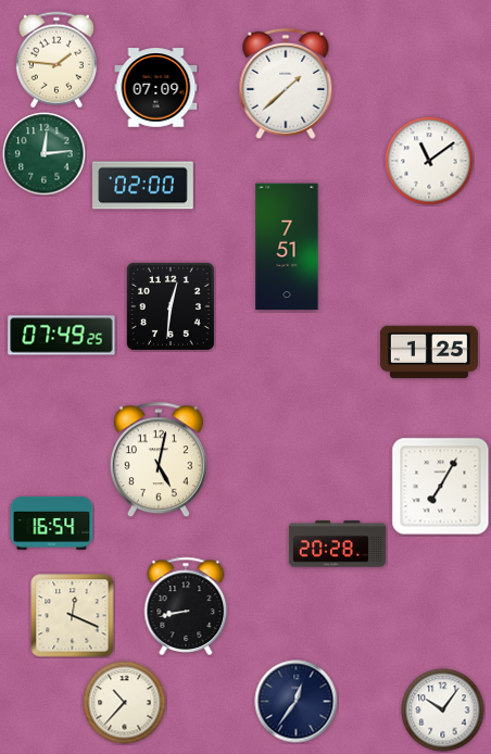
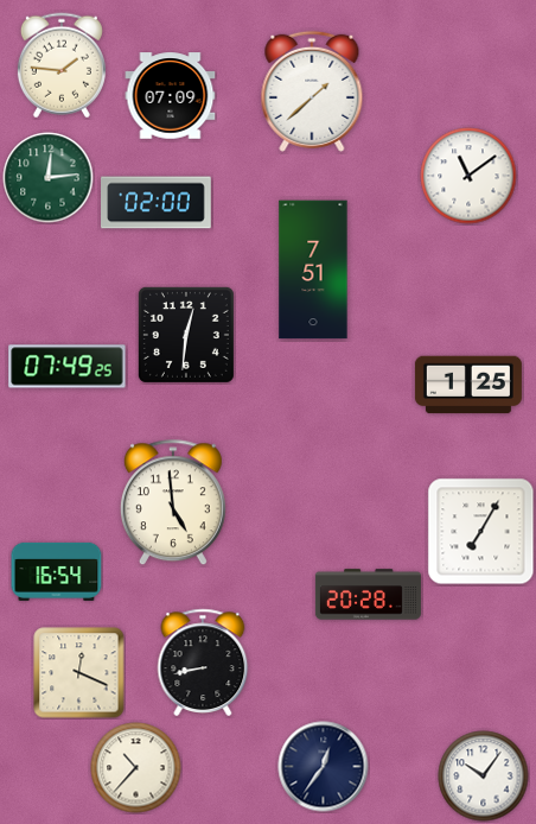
clock at (45, 154) position: (45, 154) -> (49, 178)
clock at (159, 461): 5:02 -> 4:59
